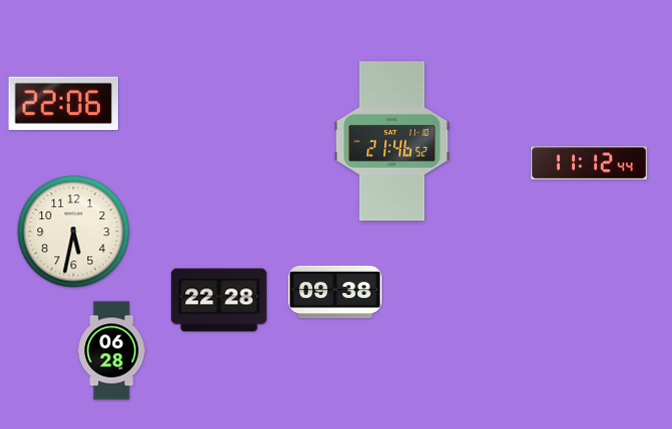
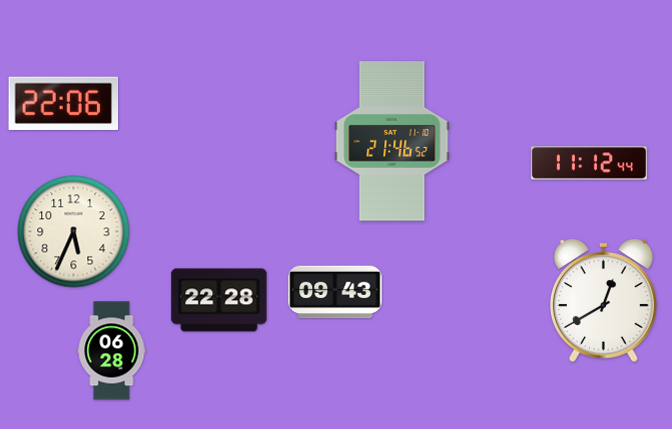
clock at (74, 232): 5:32 -> 5:34
clock at (335, 292): 09:38 -> 09:43
clock at (603, 300): none -> 12:40
